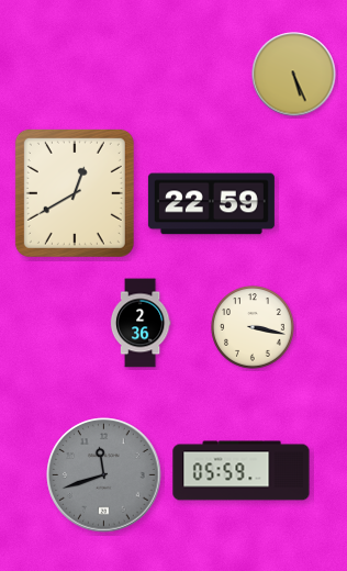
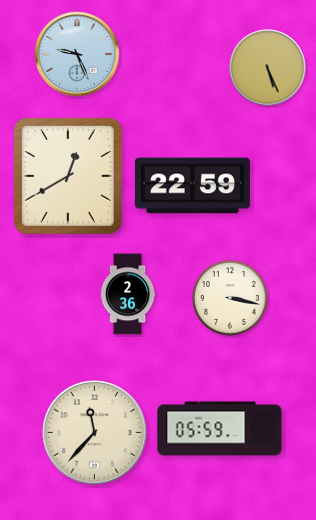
clock at (77, 54): none -> 9:26
clock at (104, 475): 11:42 -> 11:37
clock at (104, 475) dial: grey -> cream
